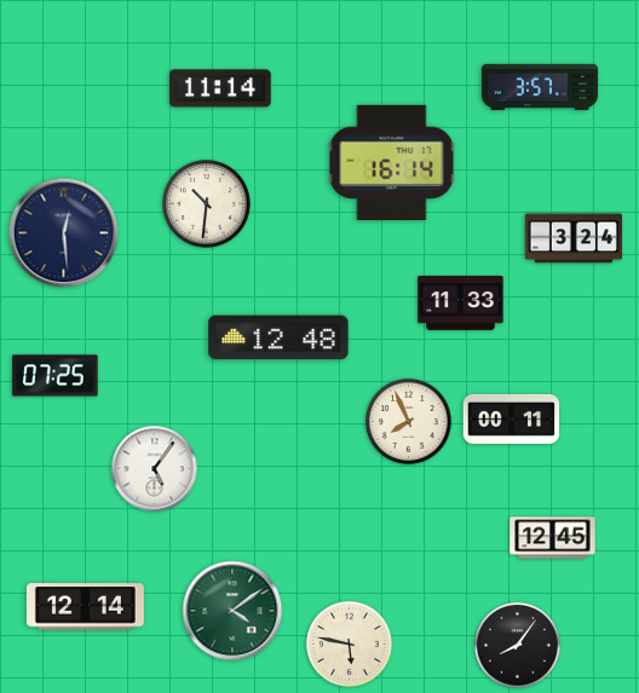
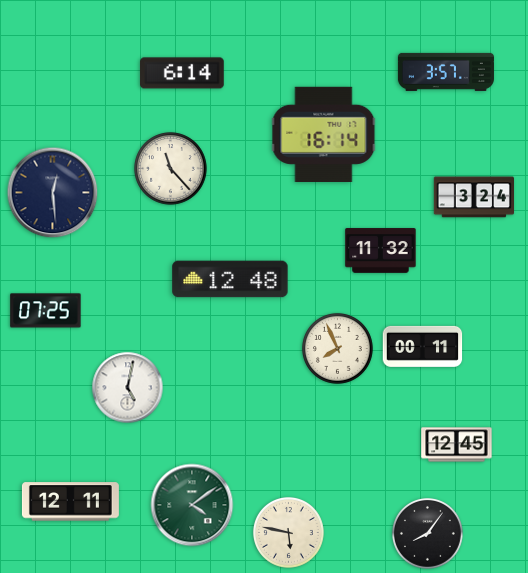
clock at (220, 88): 11:14 -> 6:14
clock at (207, 204): 10:31 -> 11:23
clock at (461, 304): 11:33 -> 11:32
clock at (155, 469): 5:06 -> 5:02
clock at (85, 607): 12:14 -> 12:11
